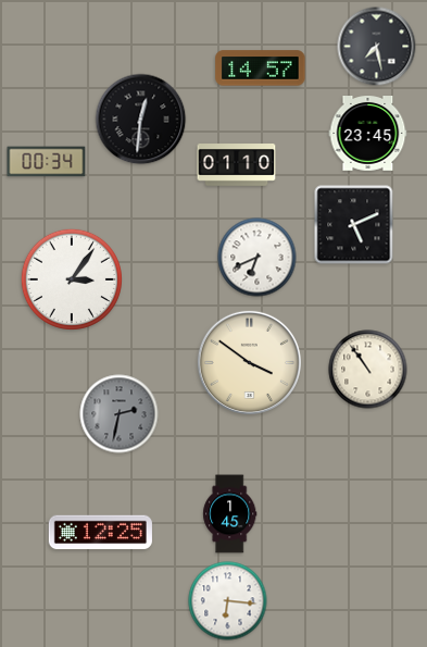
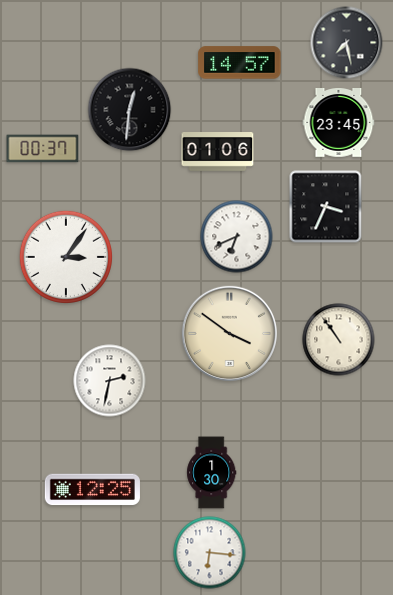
clock at (47, 162): 00:34 -> 00:37
clock at (237, 165): 01:10 -> 01:06
clock at (354, 225): 5:11 -> 3:34
clock at (120, 414) dial: grey -> white
clock at (230, 514): 1:45 -> 1:30
